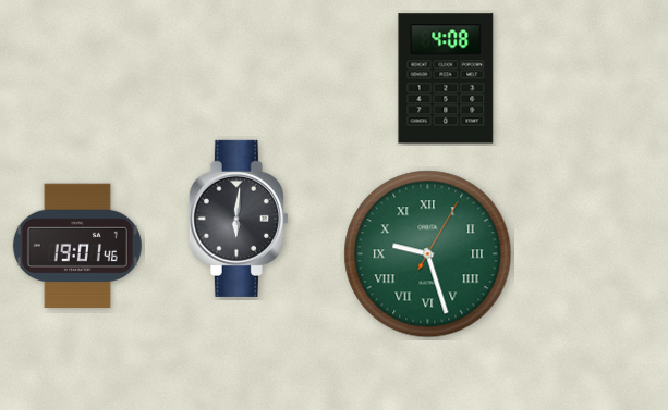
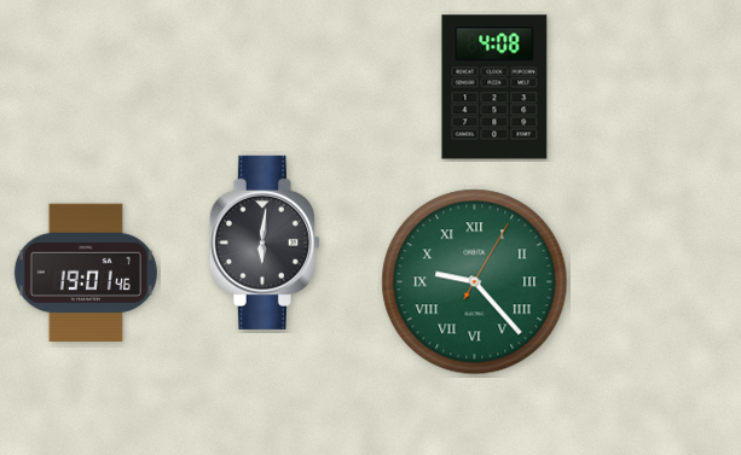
clock at (428, 254): 9:27 -> 9:23
